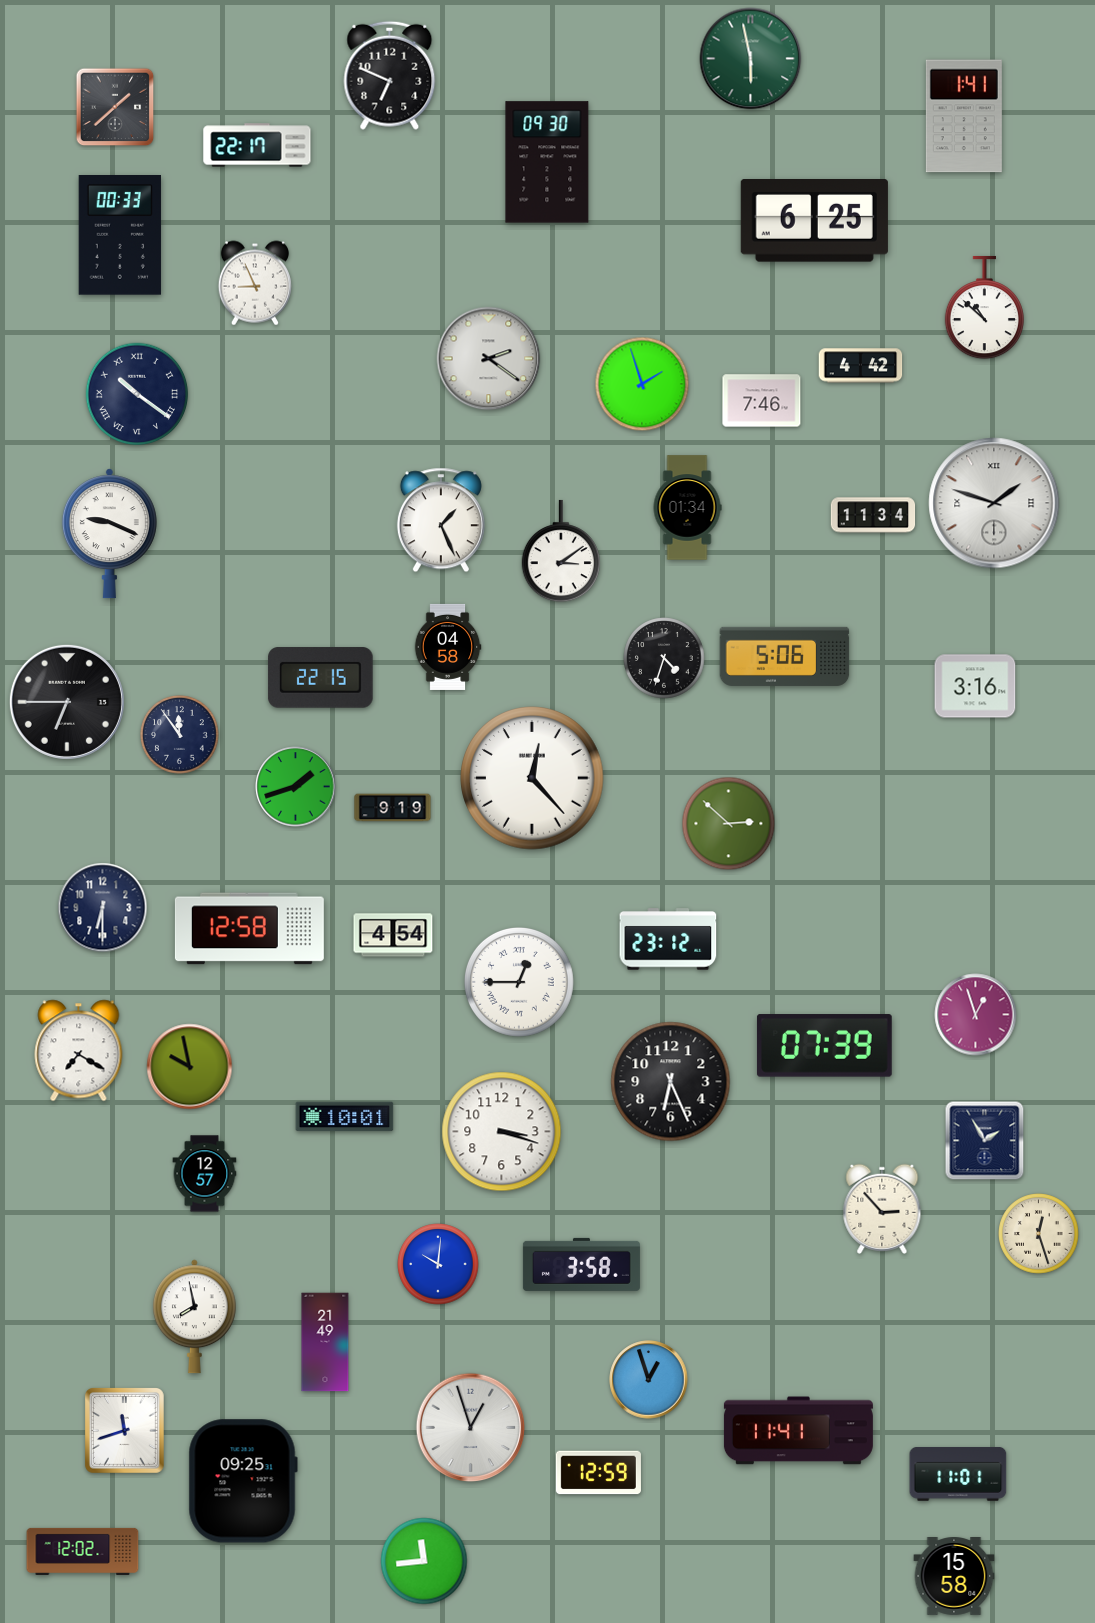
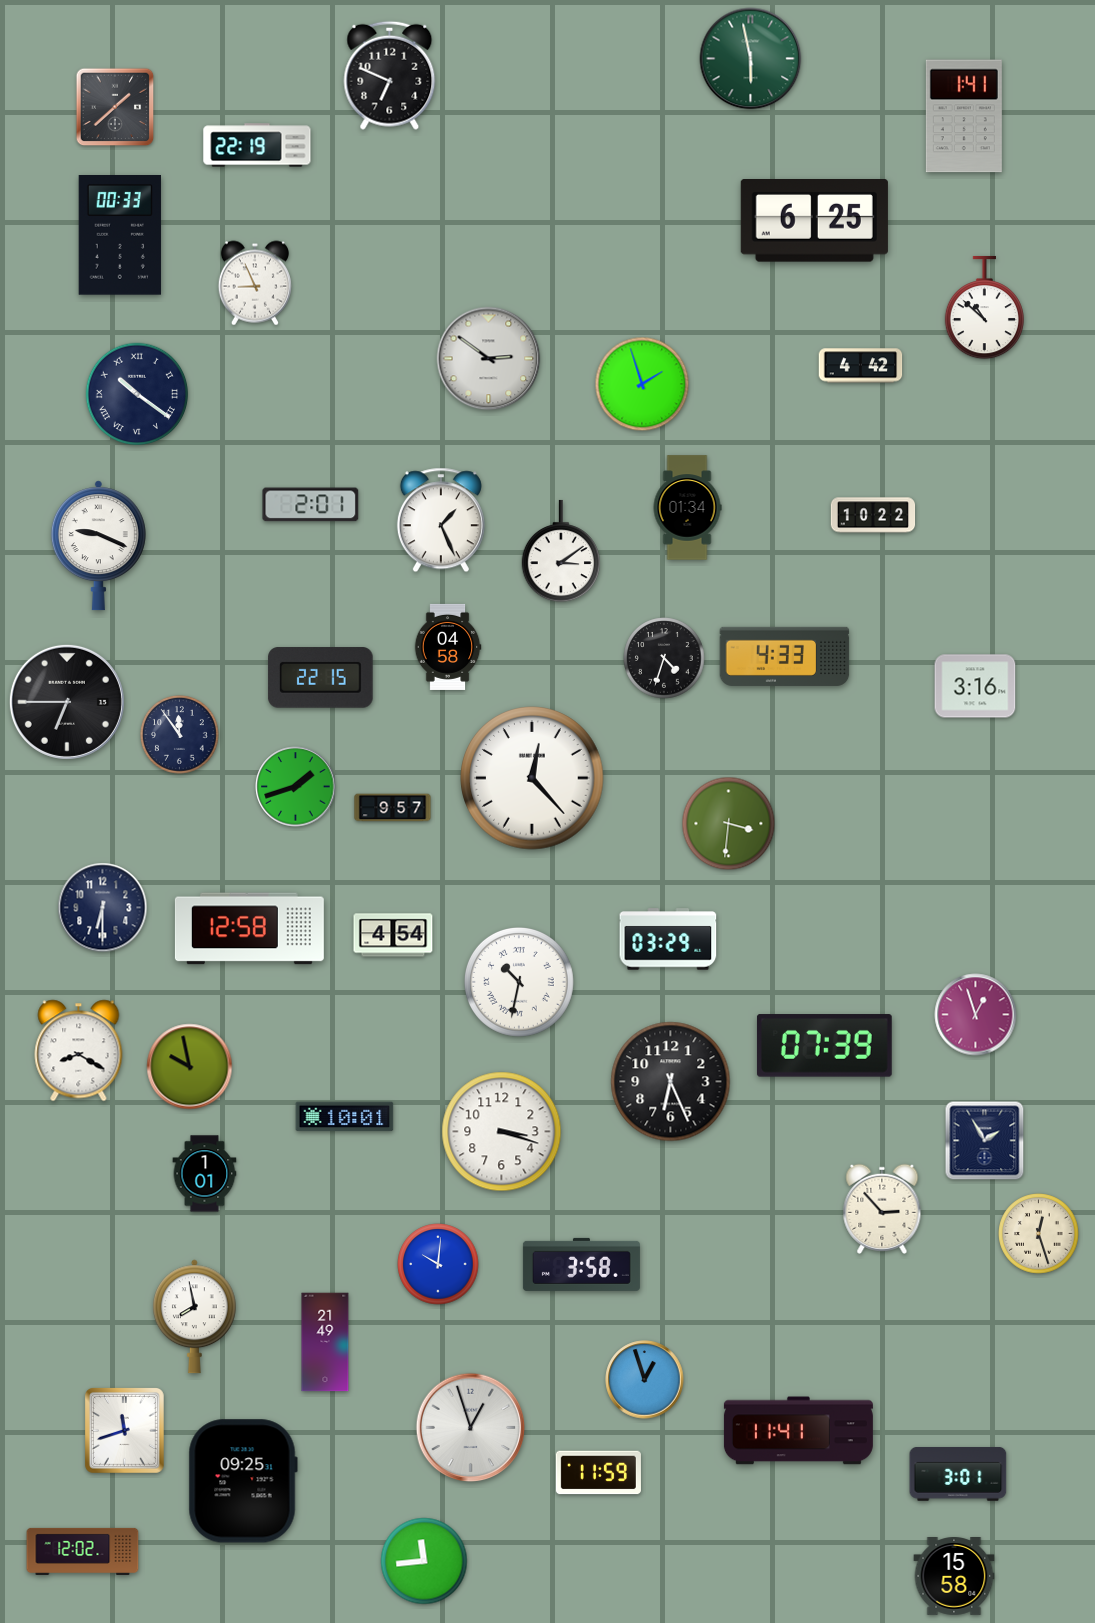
clock at (257, 145): 22:17 -> 22:19
clock at (547, 162): 09:30 -> none
clock at (489, 359): 2:21 -> 2:51
clock at (762, 401): 7:46 -> none
clock at (994, 503): 1:48 -> none
clock at (311, 505): none -> 2:01
clock at (873, 515): 11:34 -> 10:22
clock at (109, 534) position: (109, 534) -> (98, 546)
clock at (785, 656): 5:06 -> 4:33
clock at (393, 808): 9:19 -> 9:57
clock at (729, 824): 2:52 -> 3:31
clock at (668, 939): 23:12 -> 03:29
clock at (519, 982): 12:45 -> 10:32
clock at (79, 1051): 7:20 -> 8:20
clock at (205, 1174): 12:57 -> 1:01
clock at (649, 1380) position: (649, 1380) -> (645, 1380)
clock at (598, 1473): 12:59 -> 11:59
clock at (958, 1475): 11:01 -> 3:01
